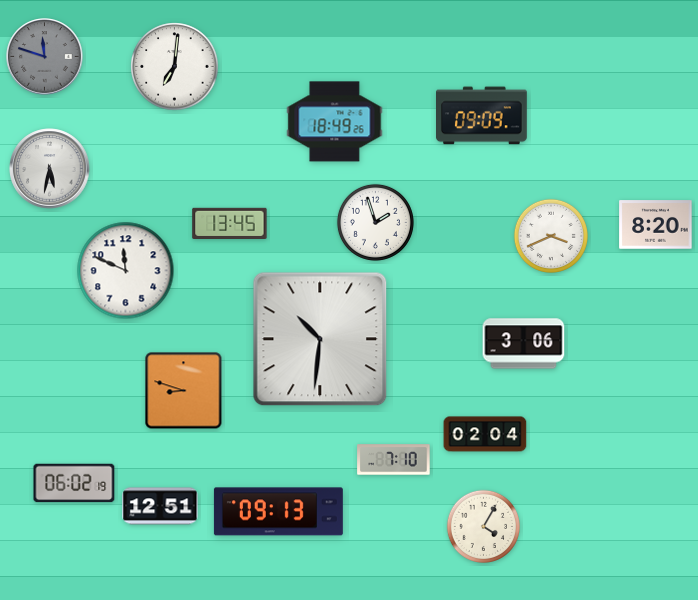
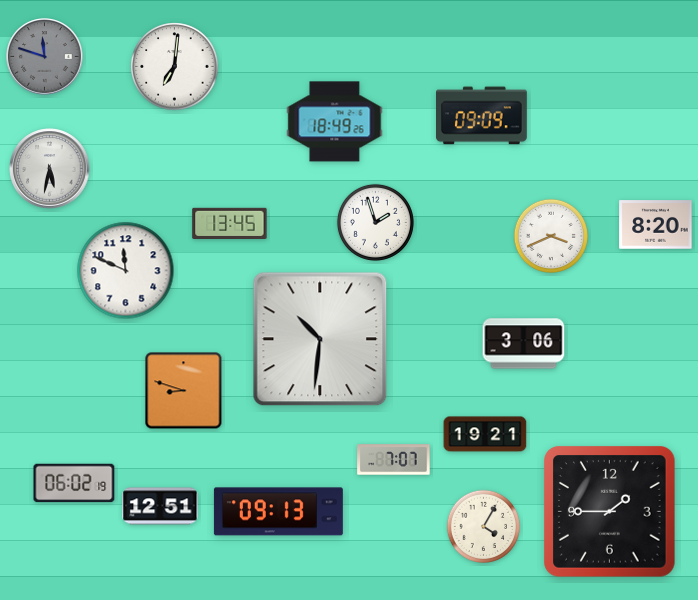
clock at (485, 434): 02:04 -> 19:21
clock at (394, 460): 7:10 -> 7:07
clock at (610, 512): none -> 1:45
